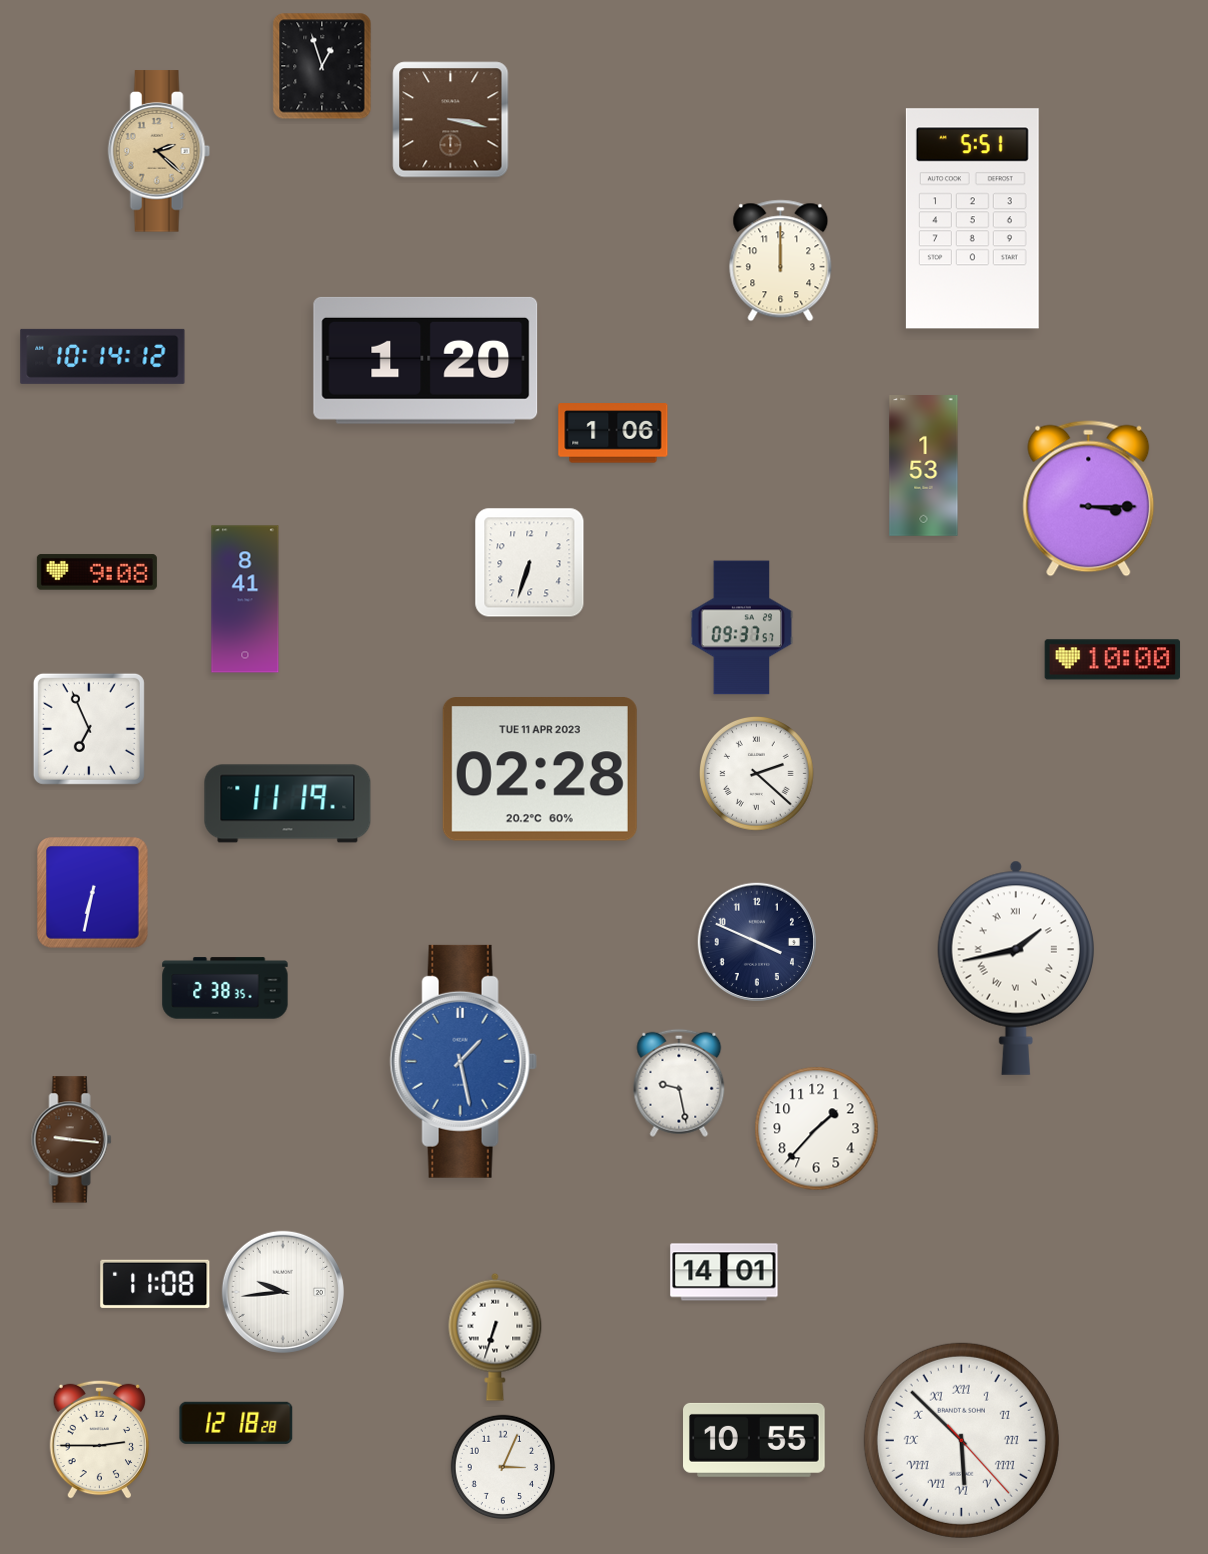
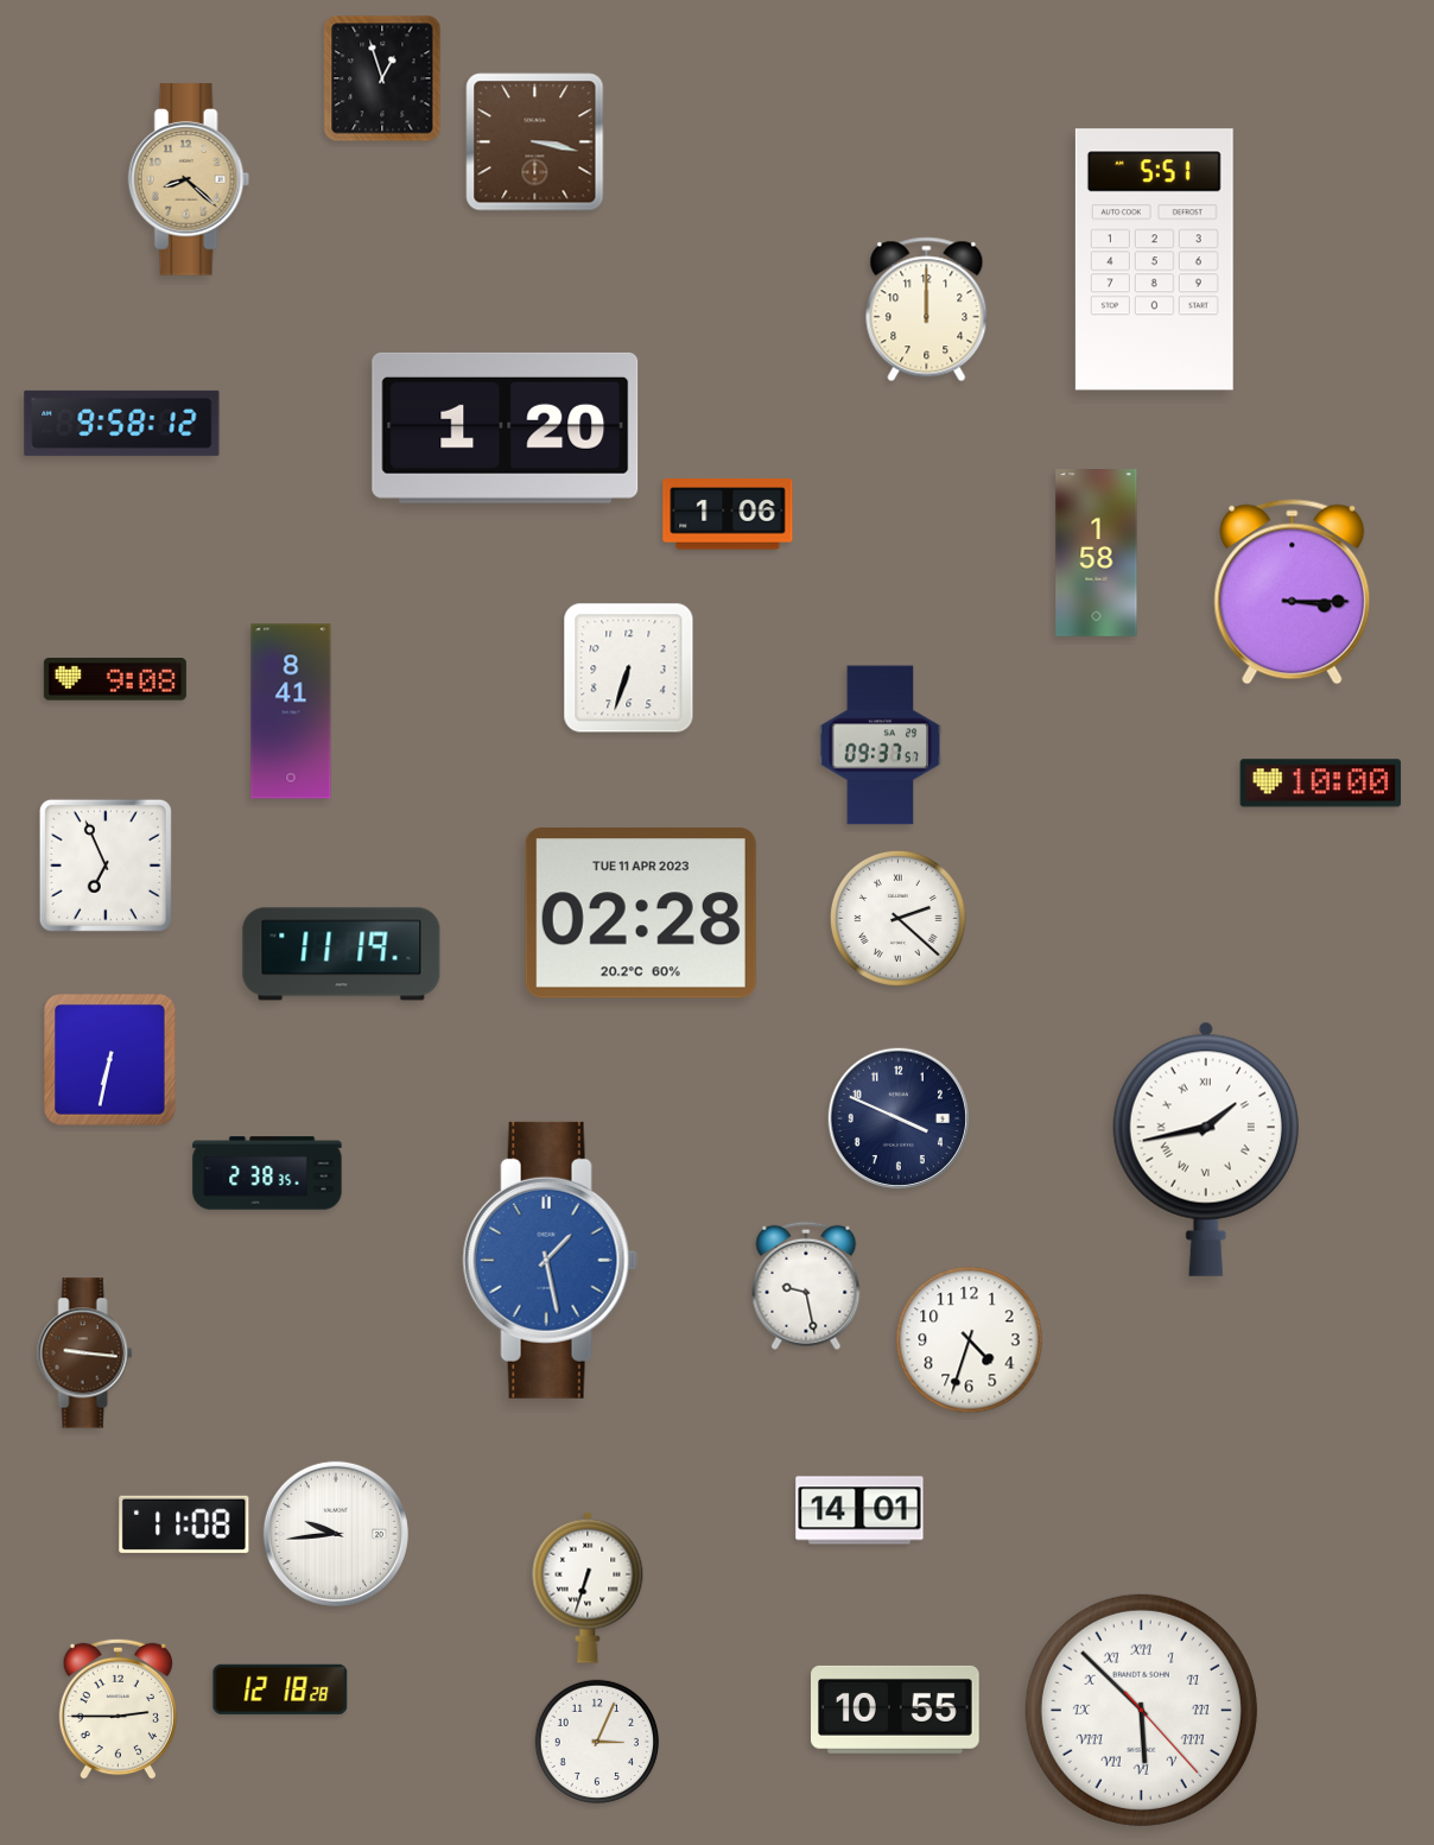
clock at (159, 151): 2:22 -> 8:22
clock at (103, 356): 10:14 -> 9:58
clock at (924, 466): 1:53 -> 1:58
clock at (817, 1129): 1:37 -> 4:33
